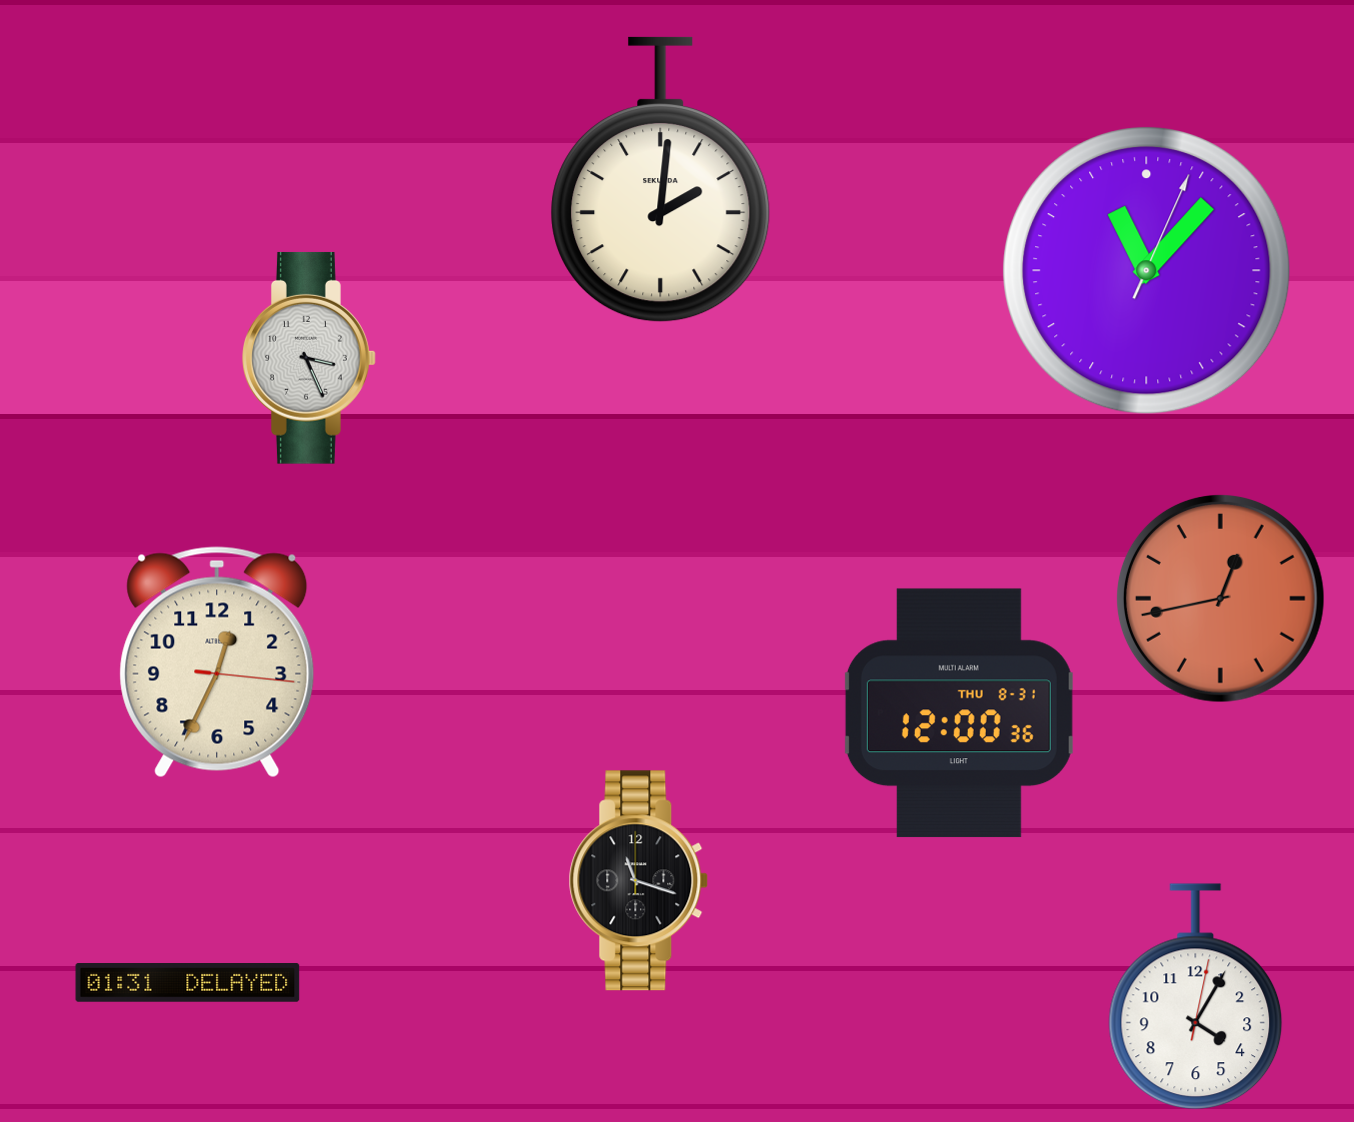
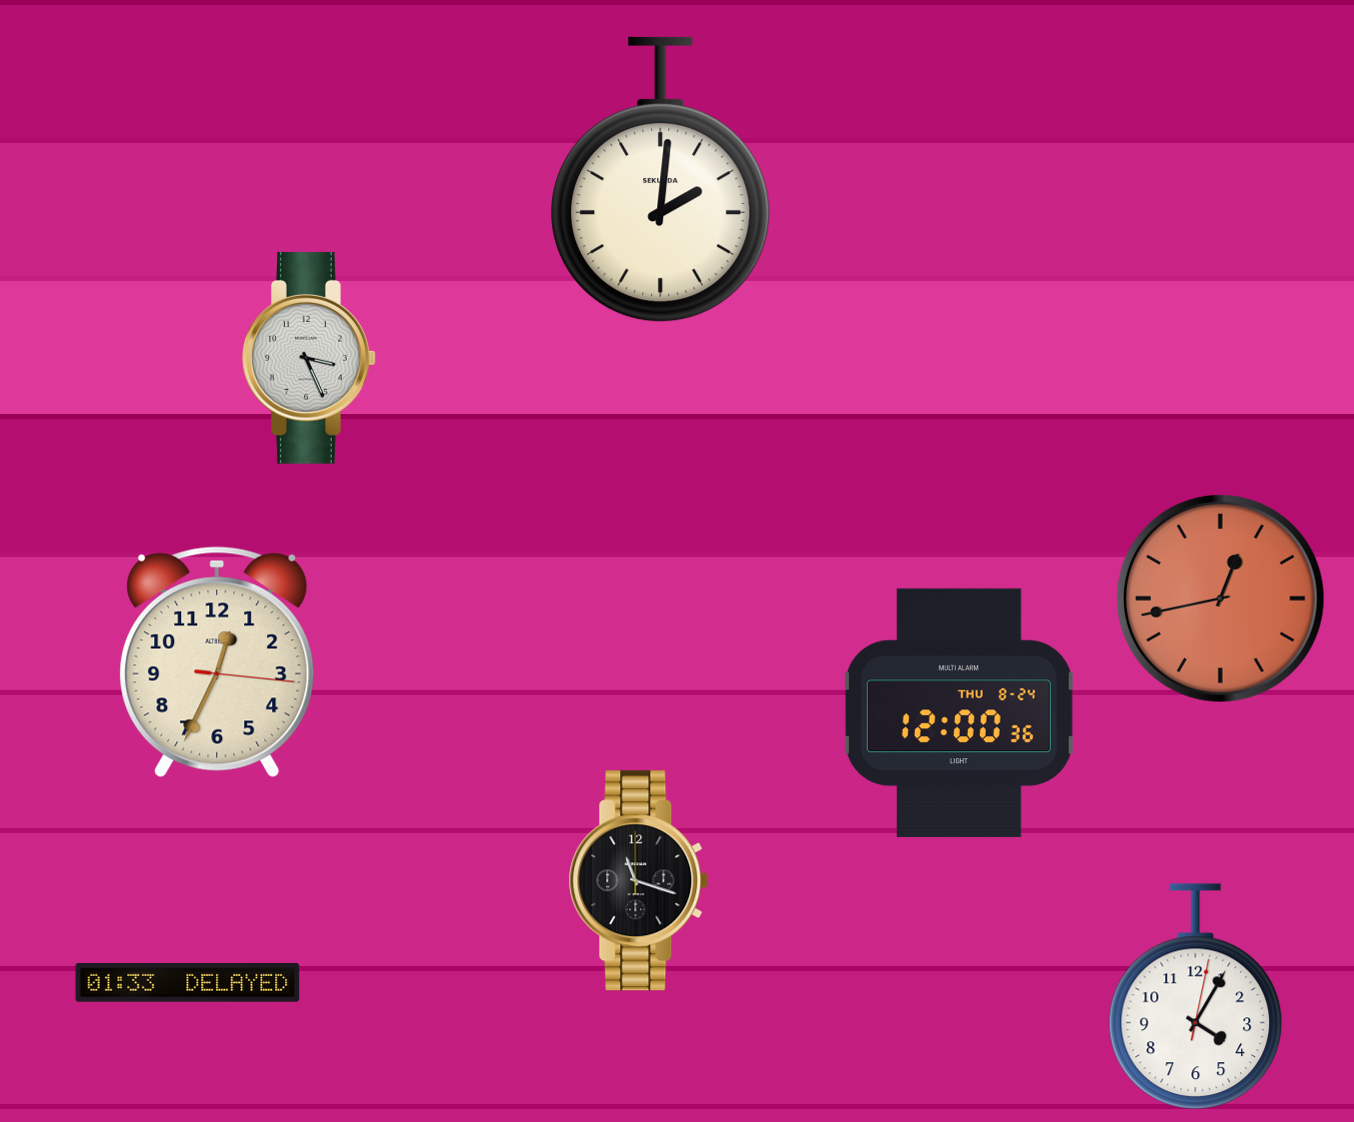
clock at (1147, 271): 11:07 -> none
clock at (959, 713) date: THU 8-31 -> THU 8-24
clock at (188, 983): 01:31 -> 01:33
